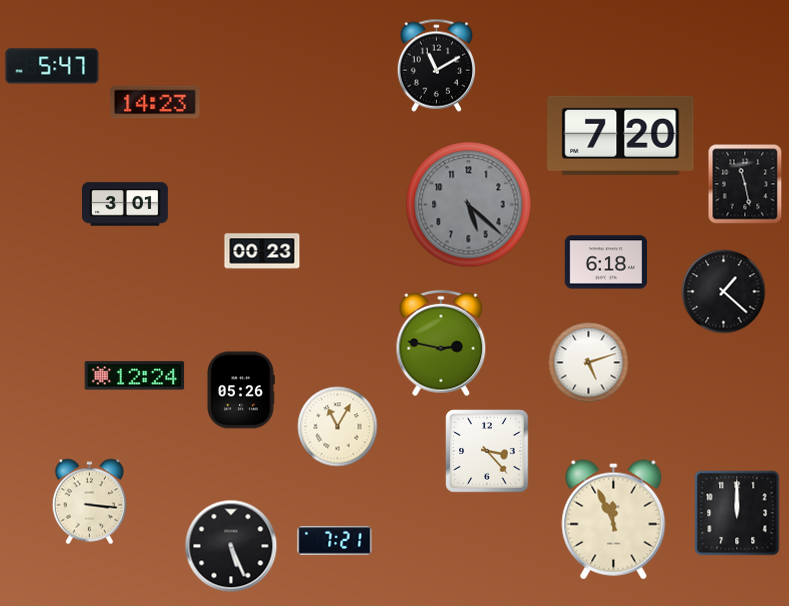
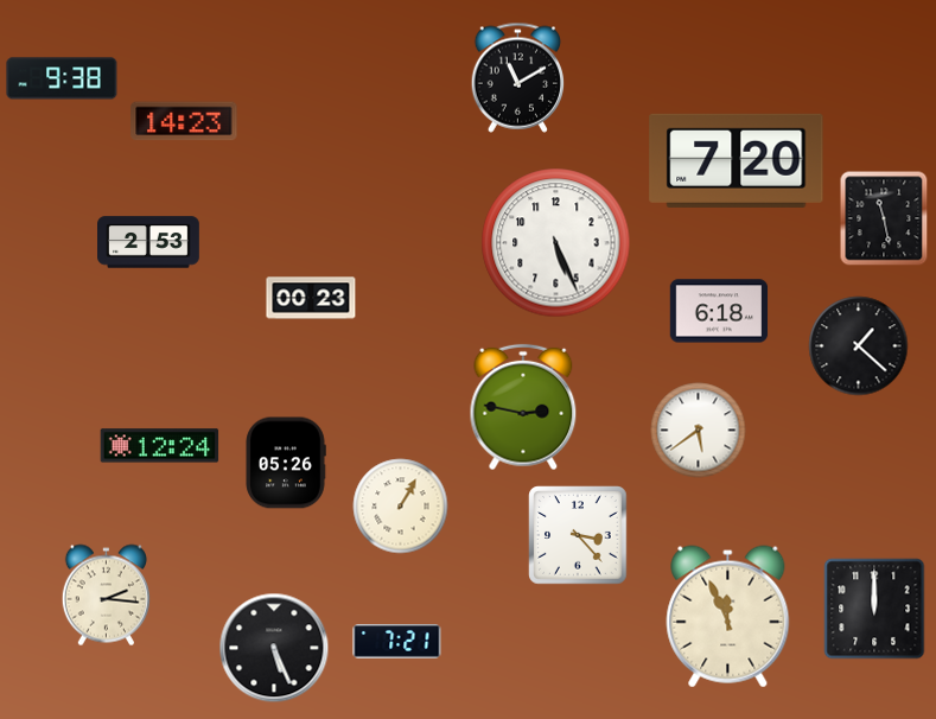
clock at (52, 66): 5:47 -> 9:38
clock at (126, 204): 3:01 -> 2:53
clock at (469, 205): 5:22 -> 5:26
clock at (469, 205) dial: grey -> white
clock at (589, 363): 5:12 -> 5:39
clock at (338, 427): 11:05 -> 1:05
clock at (89, 502): 3:16 -> 2:16
